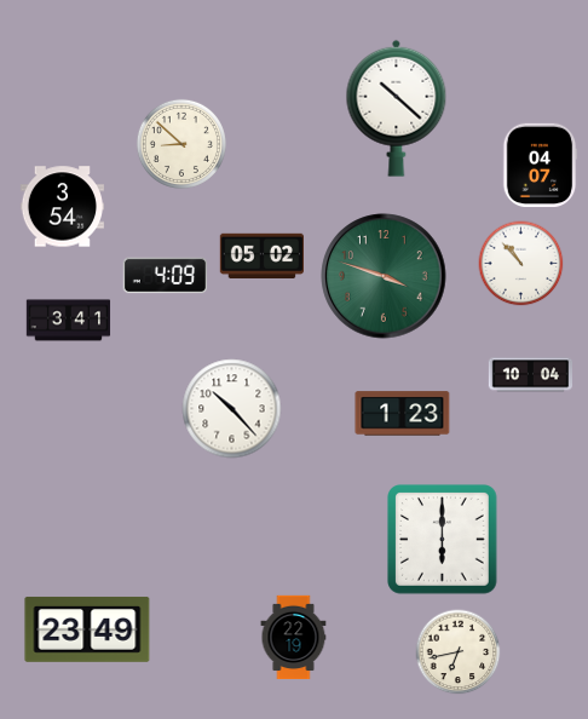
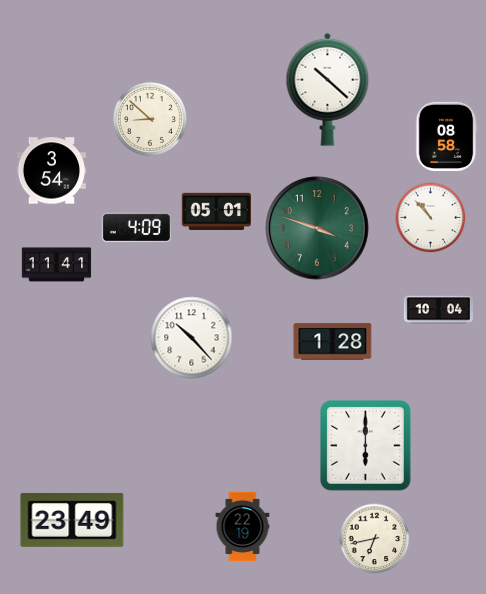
clock at (540, 165): 04:07 -> 08:58
clock at (261, 255): 05:02 -> 05:01
clock at (69, 321): 3:41 -> 11:41
clock at (403, 414): 1:23 -> 1:28
clock at (459, 652) position: (459, 652) -> (375, 539)
